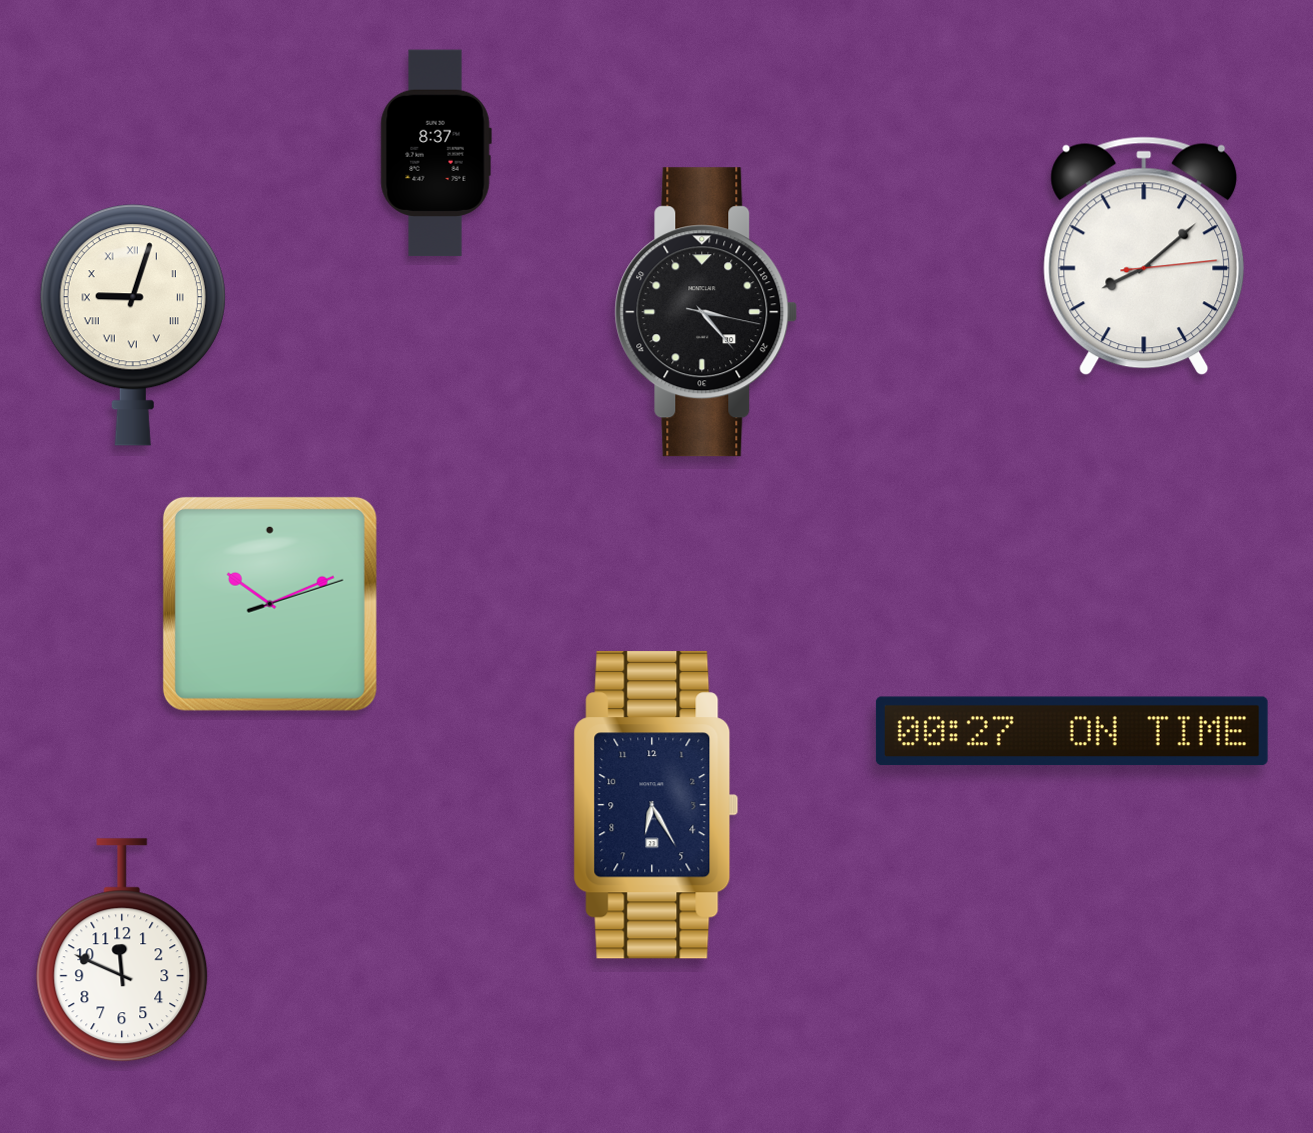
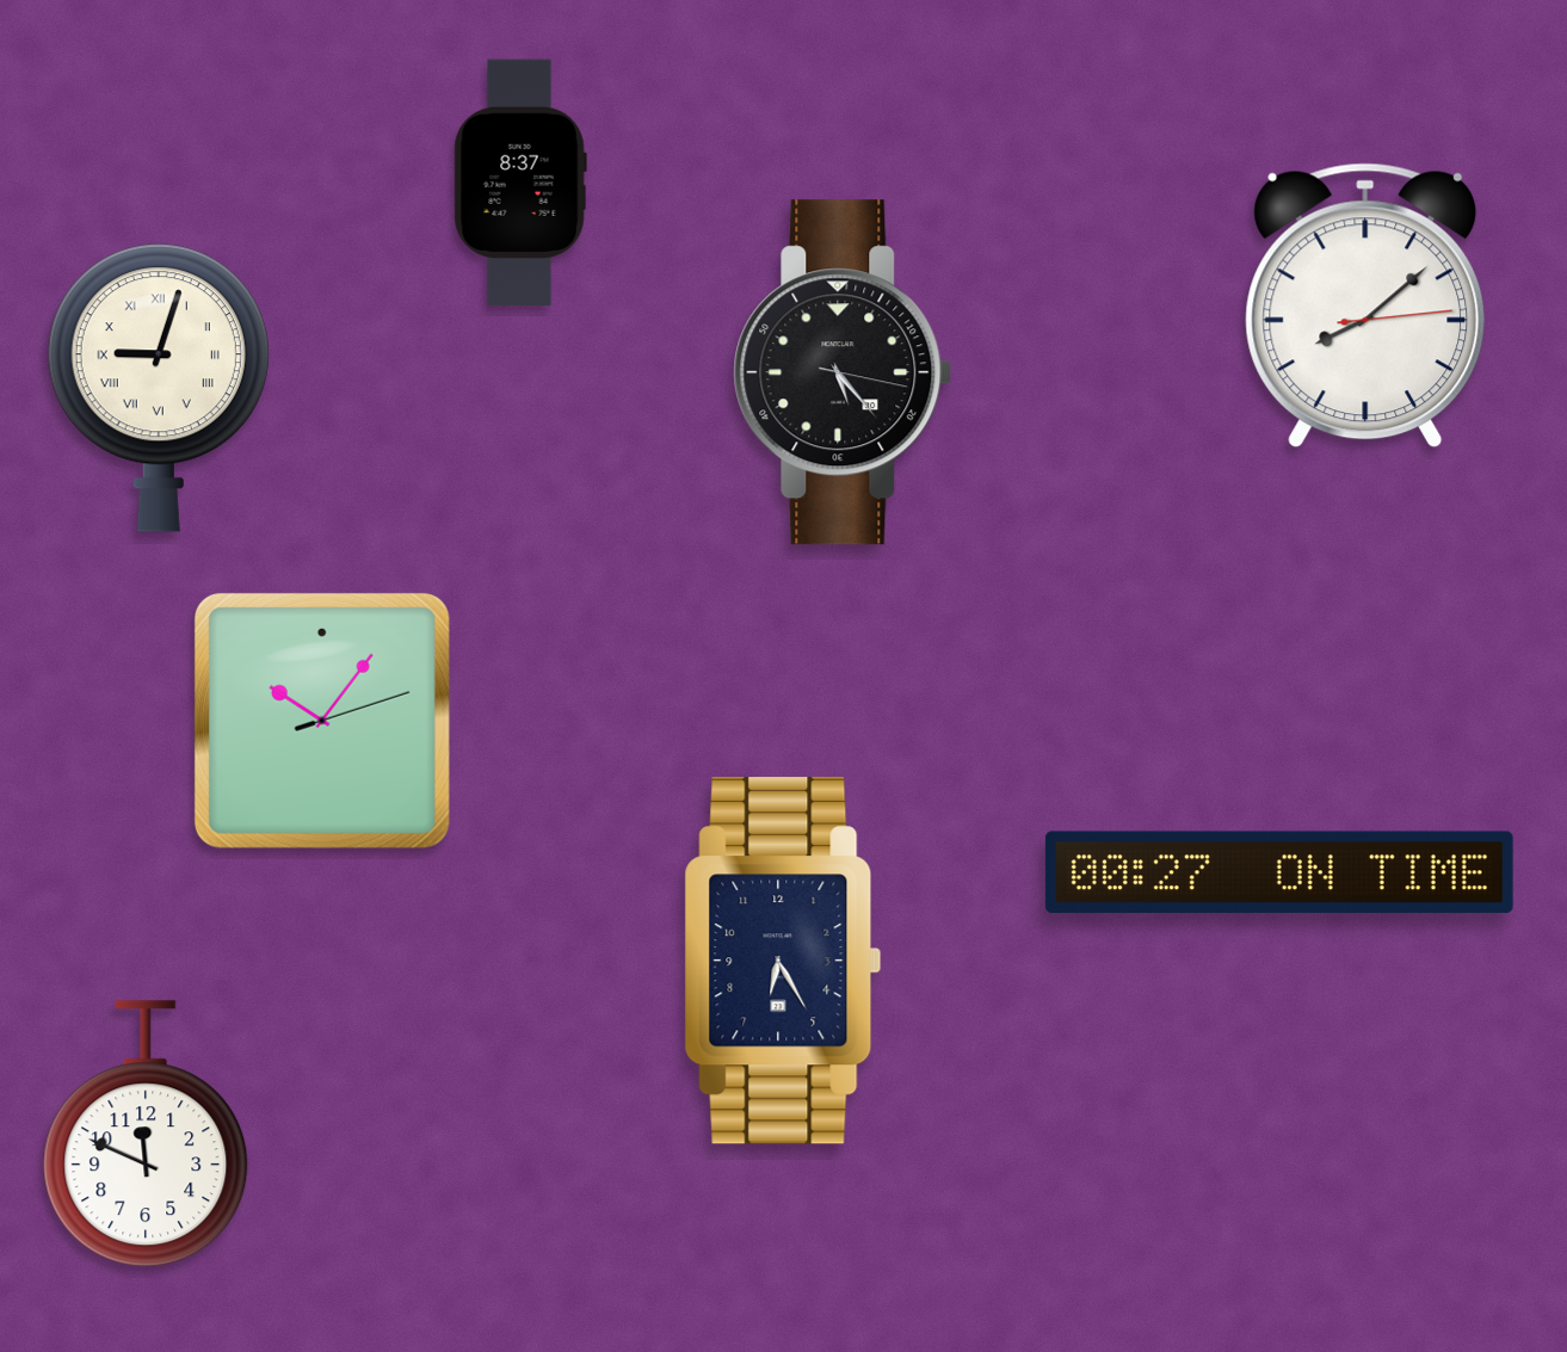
clock at (706, 312): 3:23 -> 5:23
clock at (270, 604): 10:11 -> 10:06
